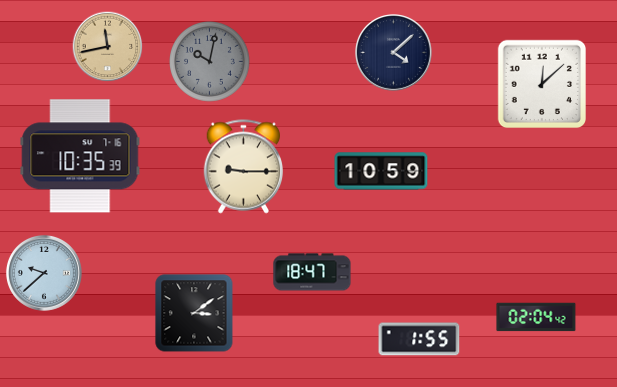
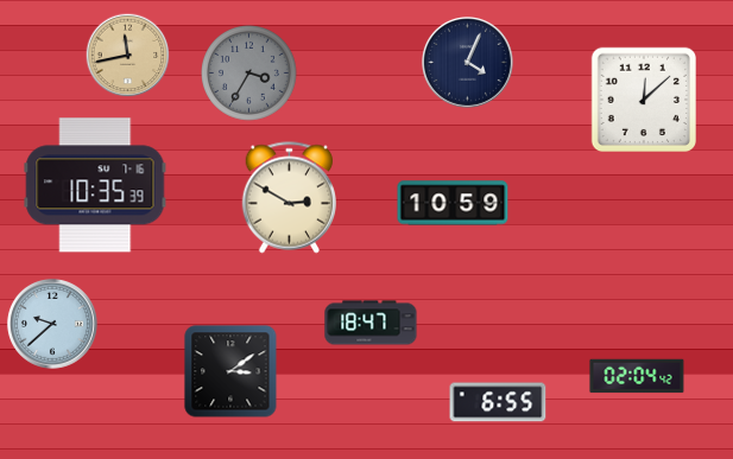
clock at (394, 53): 4:08 -> 4:04
clock at (210, 62): 10:02 -> 3:35
clock at (244, 167): 9:15 -> 2:50
clock at (419, 339): 1:55 -> 6:55
